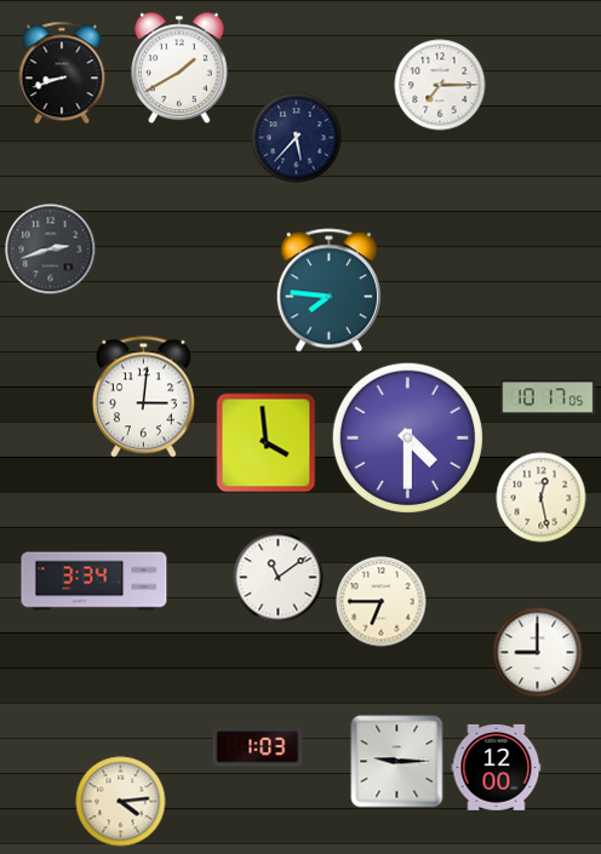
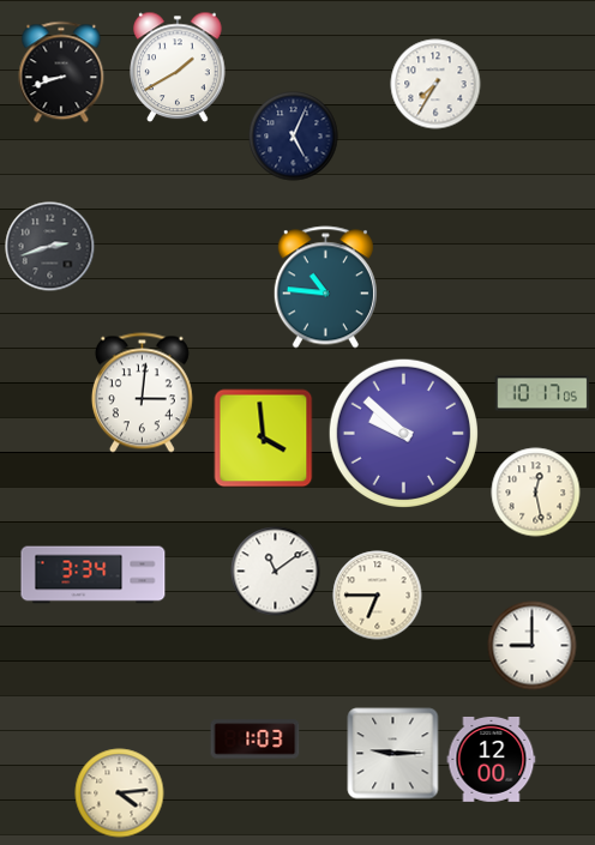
clock at (440, 85): 7:15 -> 7:35
clock at (297, 138): 5:37 -> 5:04
clock at (328, 291): 7:46 -> 10:46
clock at (407, 437): 4:30 -> 9:52
